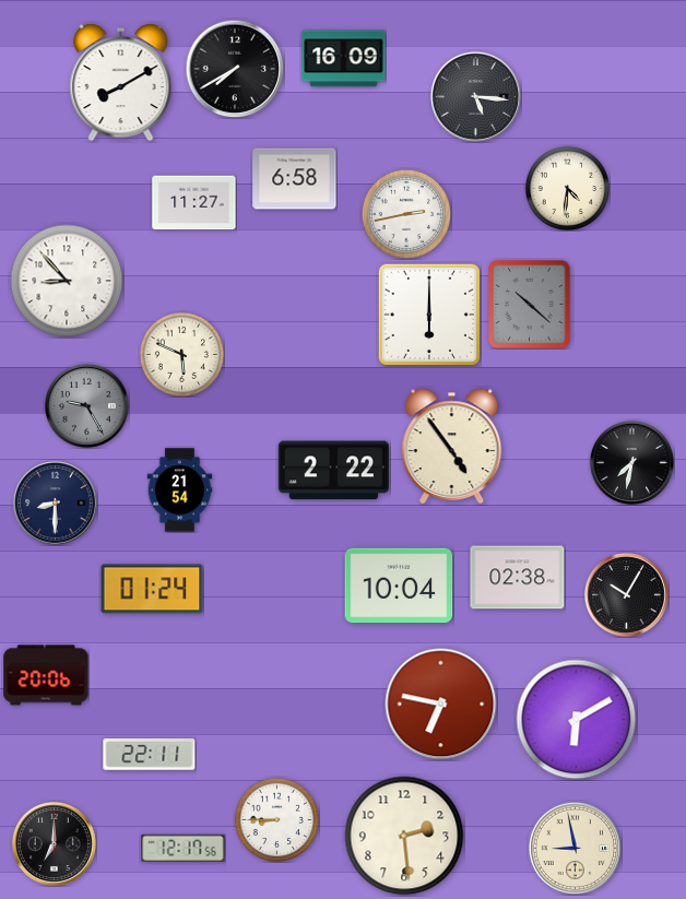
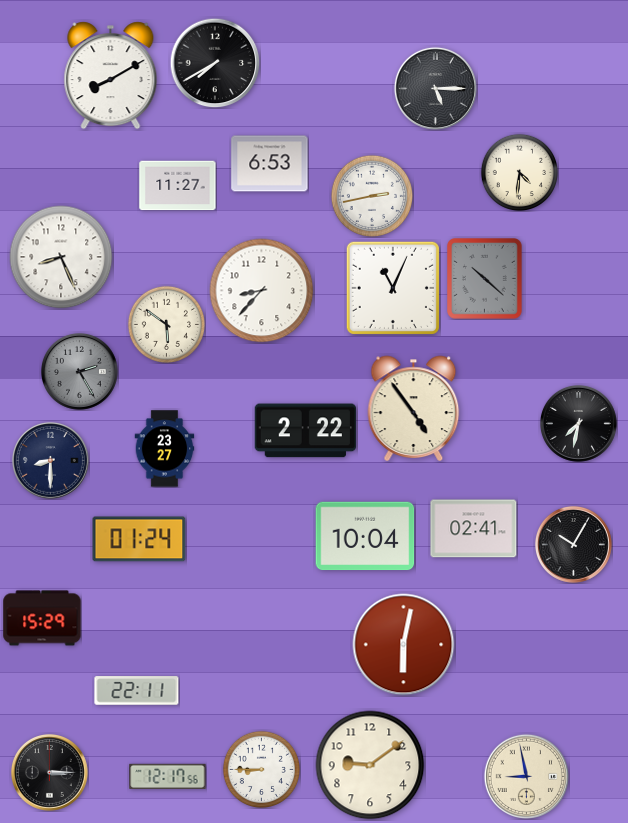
clock at (344, 59): 16:09 -> none
clock at (475, 96): 5:16 -> 5:15
clock at (295, 179): 6:58 -> 6:53
clock at (67, 281): 8:53 -> 8:26
clock at (429, 315): 6:00 -> 11:04
clock at (262, 291): none -> 8:37
clock at (181, 354): 5:49 -> 5:51
clock at (86, 405): 9:25 -> 2:25
clock at (180, 490): 21:54 -> 23:27
clock at (518, 578): 02:38 -> 02:41
clock at (46, 675): 20:06 -> 15:29
clock at (441, 705): 6:47 -> 6:02
clock at (577, 720): 6:10 -> none
clock at (276, 819) position: (276, 819) -> (261, 769)
clock at (404, 836): 2:29 -> 9:09
clock at (54, 843): 7:00 -> 3:15
